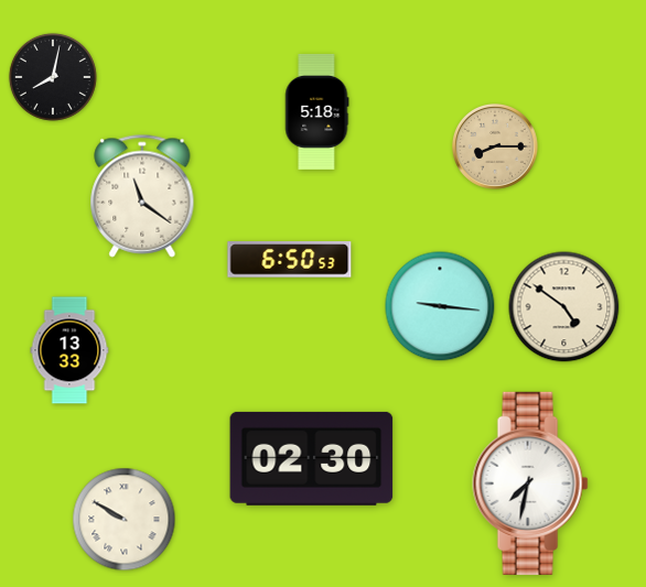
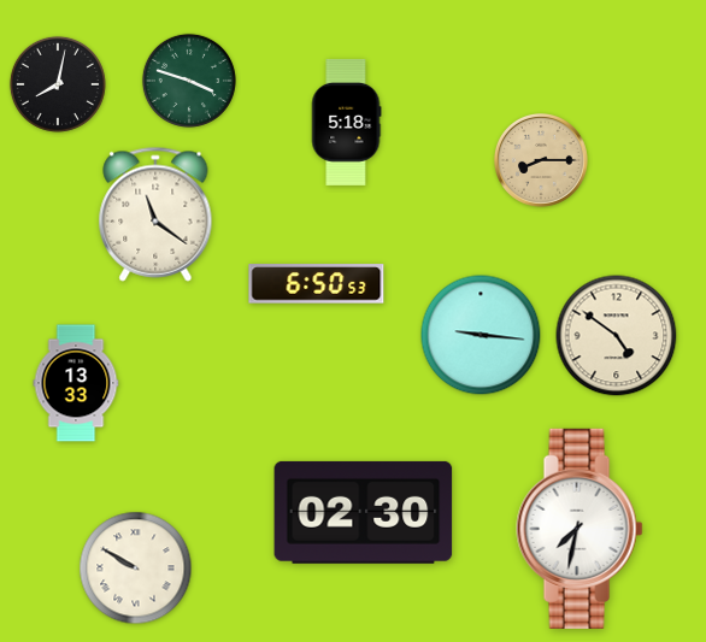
clock at (189, 81): none -> 3:48
clock at (312, 458) position: (312, 458) -> (364, 512)
